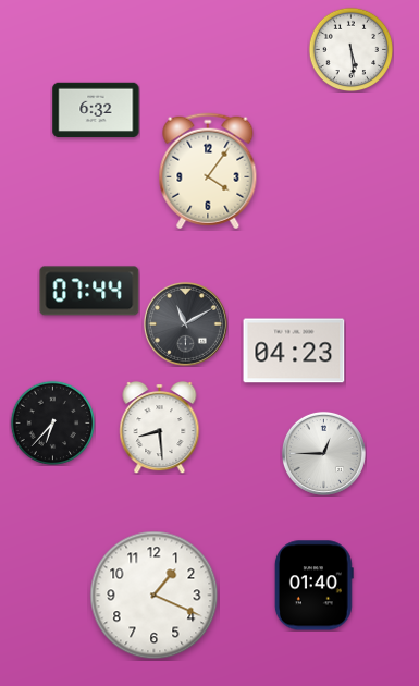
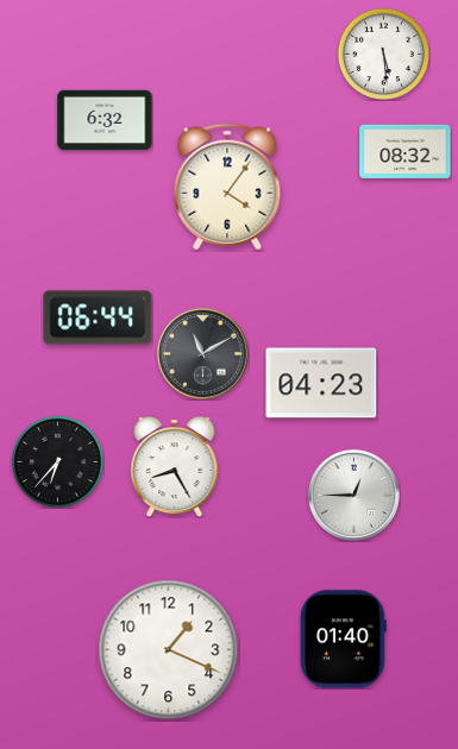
clock at (406, 151): none -> 08:32
clock at (89, 291): 07:44 -> 06:44
clock at (160, 428): 8:29 -> 8:25
